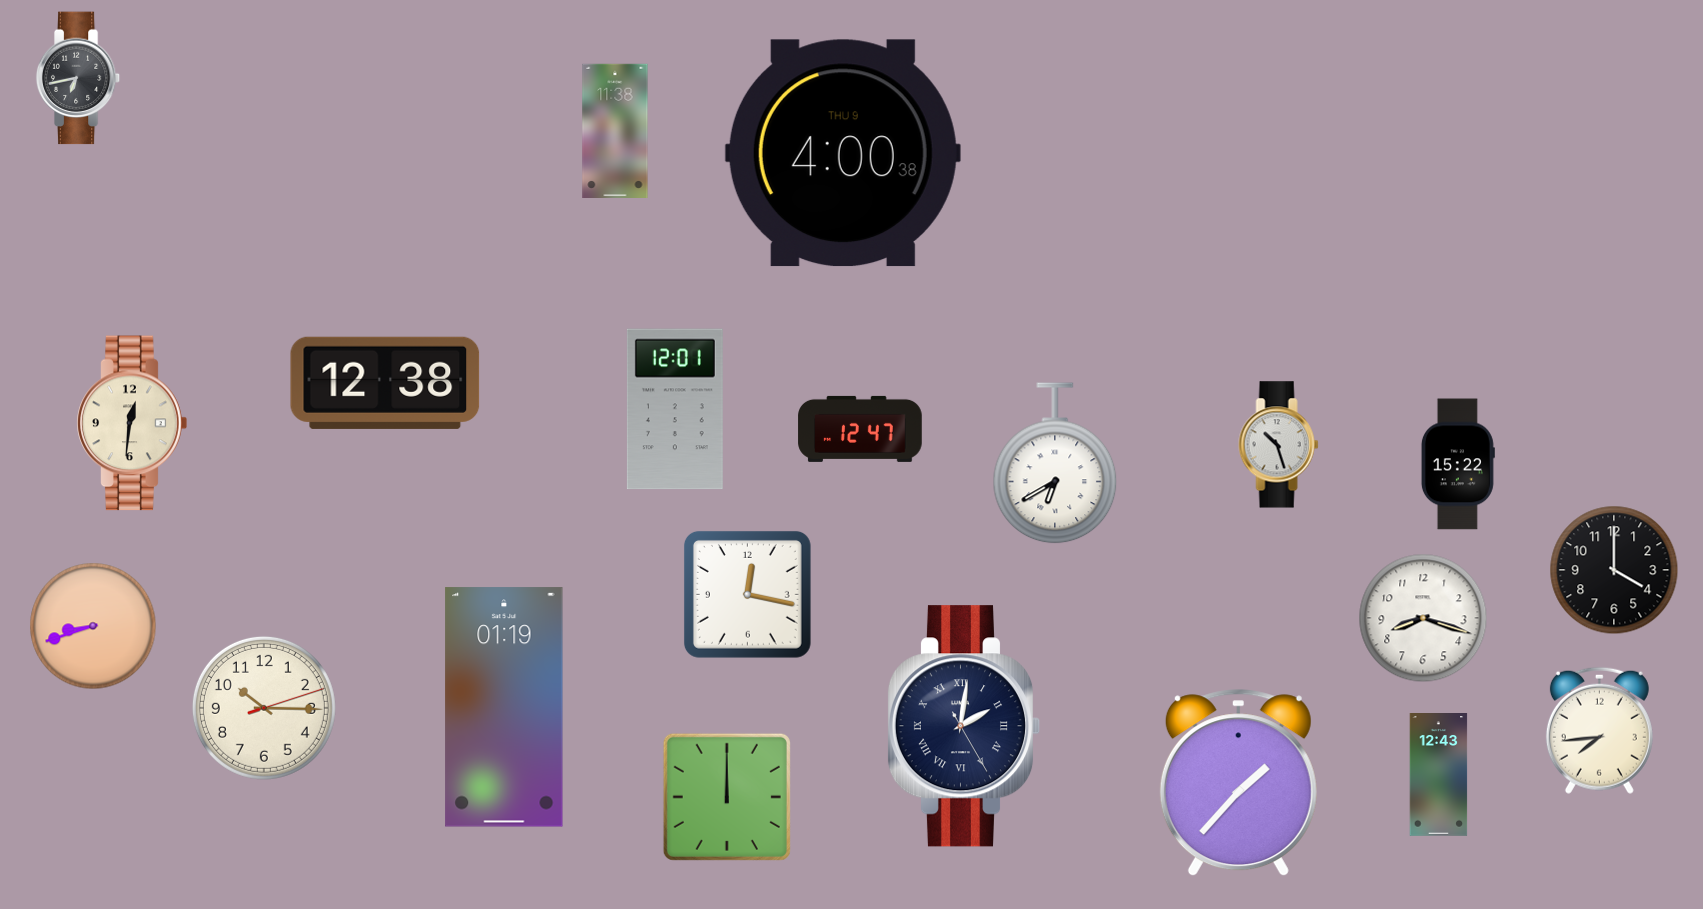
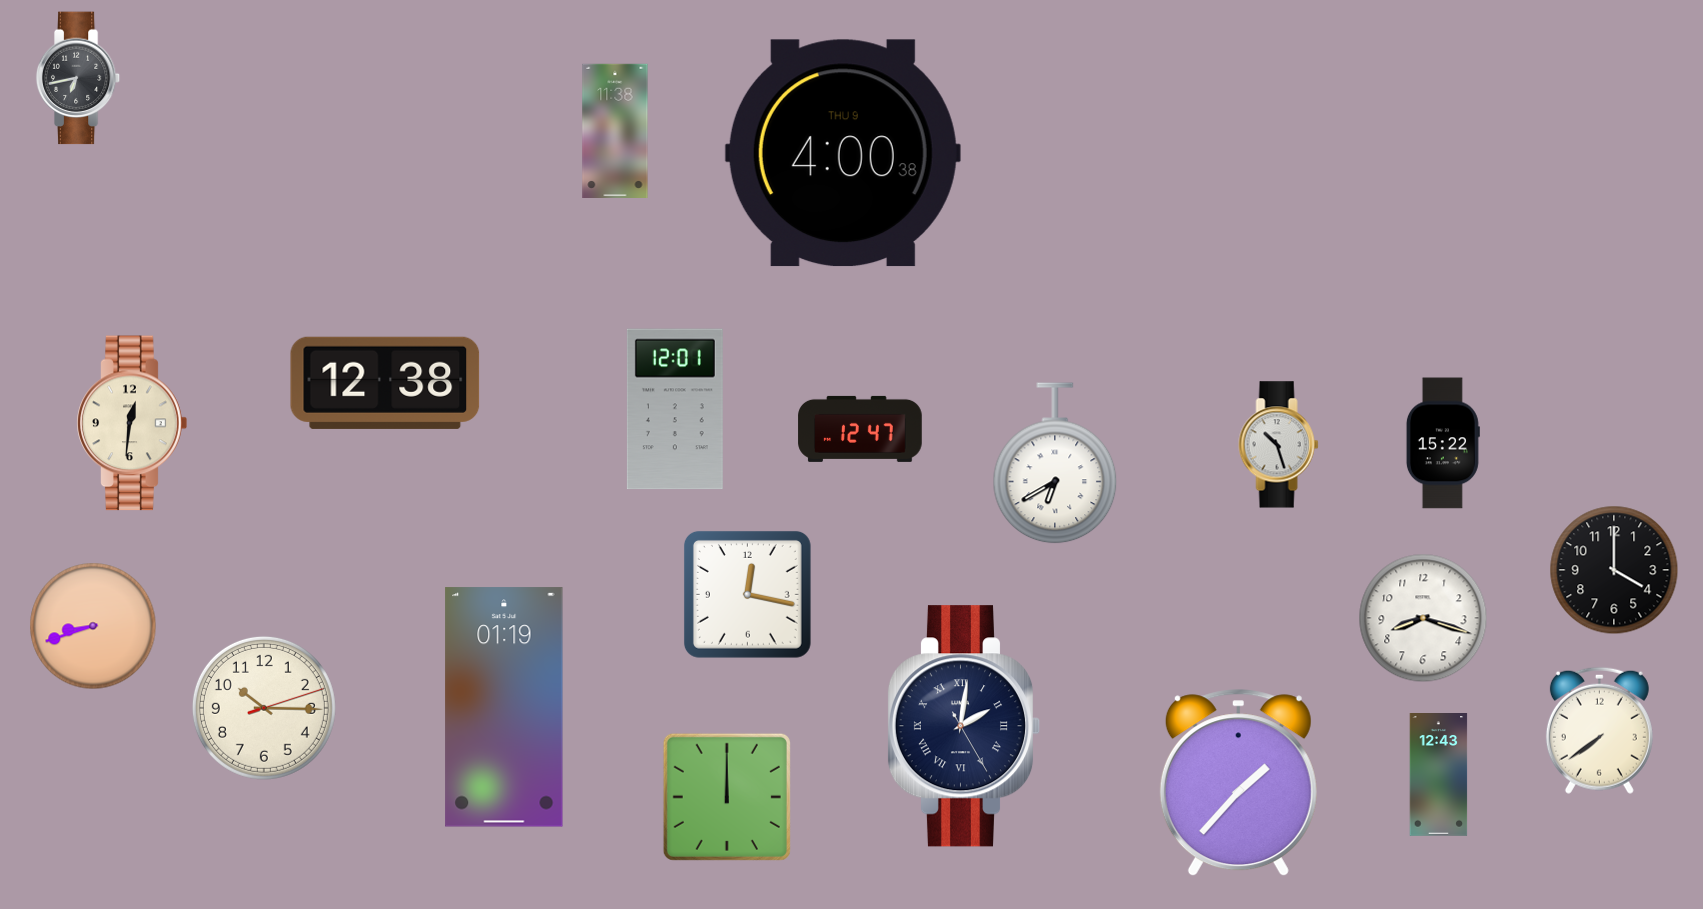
clock at (1458, 464) position: (1458, 464) -> (1443, 443)
clock at (1599, 730): 7:44 -> 7:39
